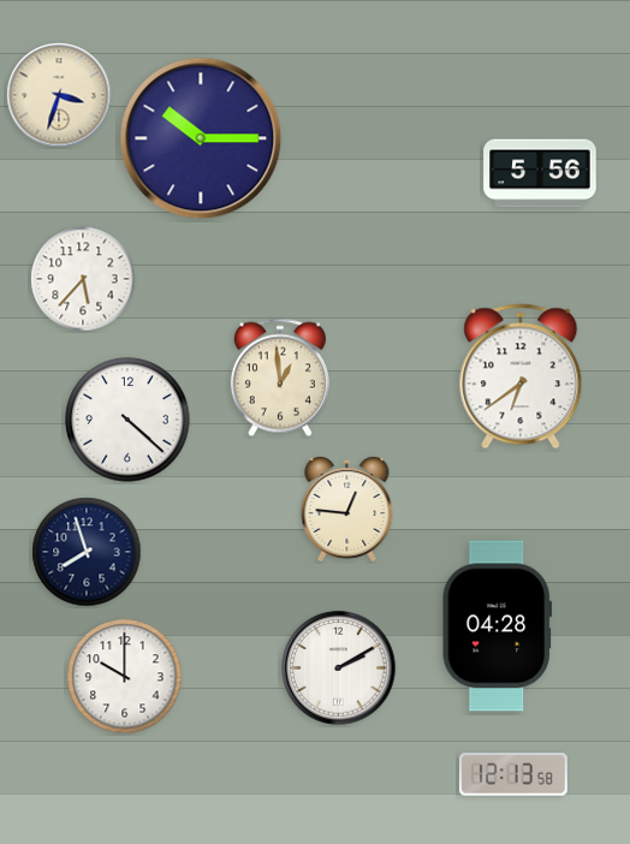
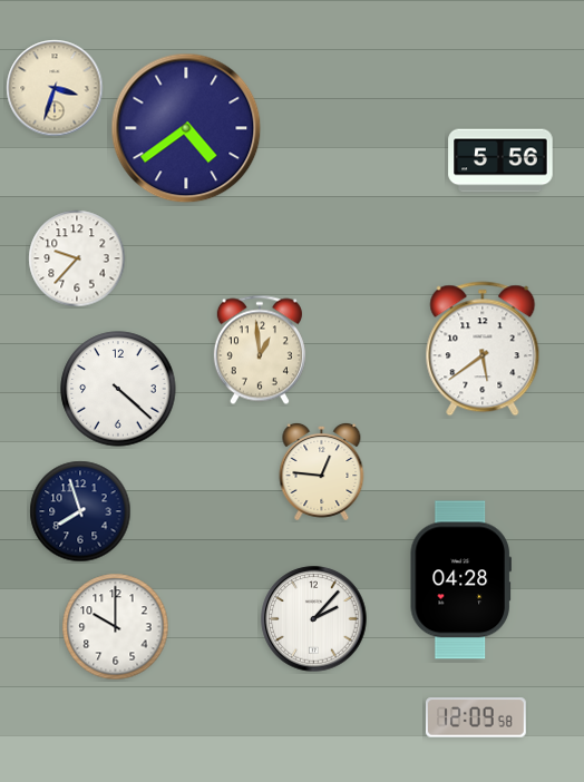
clock at (201, 138): 10:15 -> 4:39
clock at (83, 279): 5:37 -> 9:37
clock at (521, 376): 6:39 -> 5:39
clock at (339, 668): 2:10 -> 2:07
clock at (513, 774): 12:13 -> 12:09
